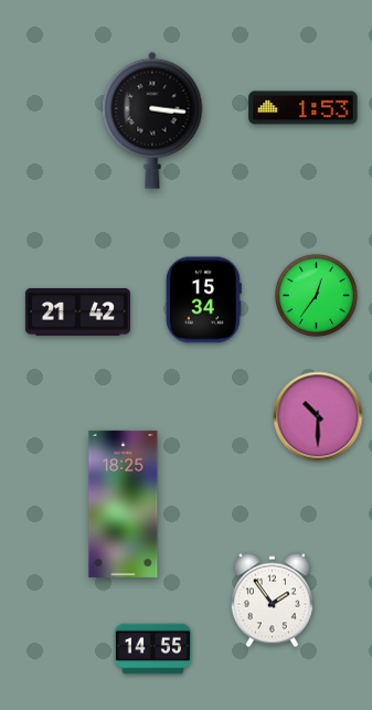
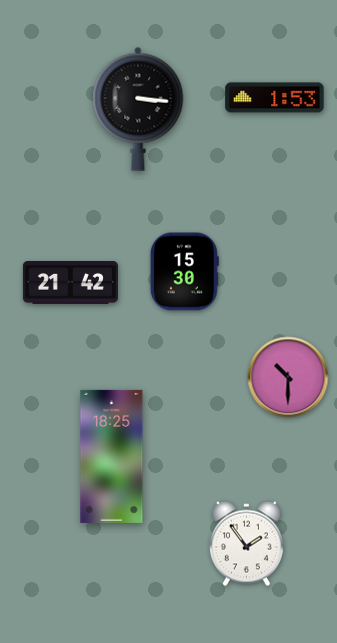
clock at (316, 295): 12:36 -> none
clock at (203, 300): 15:34 -> 15:30
clock at (152, 649): 14:55 -> none
